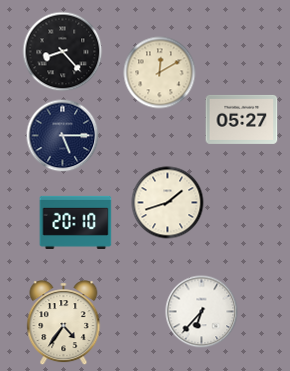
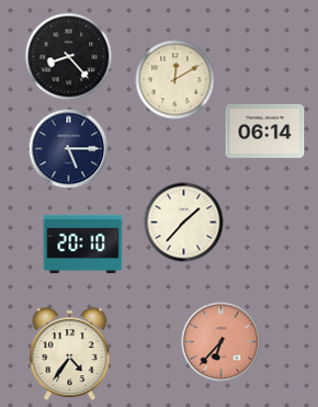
clock at (242, 119): 05:27 -> 06:14
clock at (168, 203): 1:42 -> 1:37
clock at (202, 312) dial: white -> salmon
